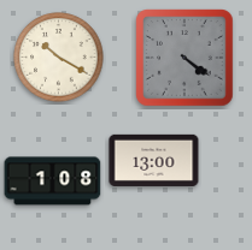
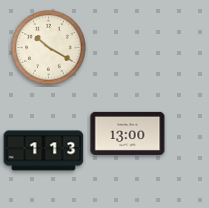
clock at (184, 58): 4:21 -> none
clock at (53, 181): 1:08 -> 1:13
